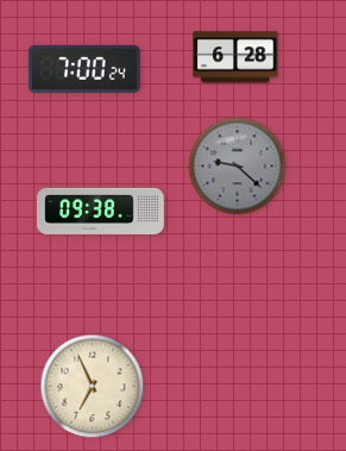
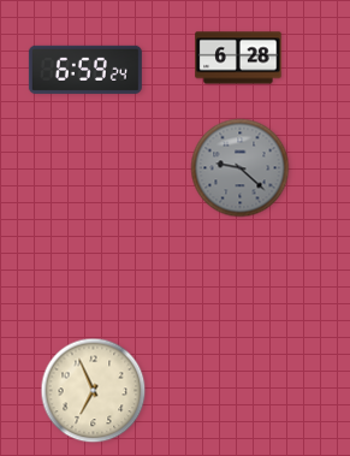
clock at (84, 69): 7:00 -> 6:59
clock at (101, 211): 09:38 -> none
